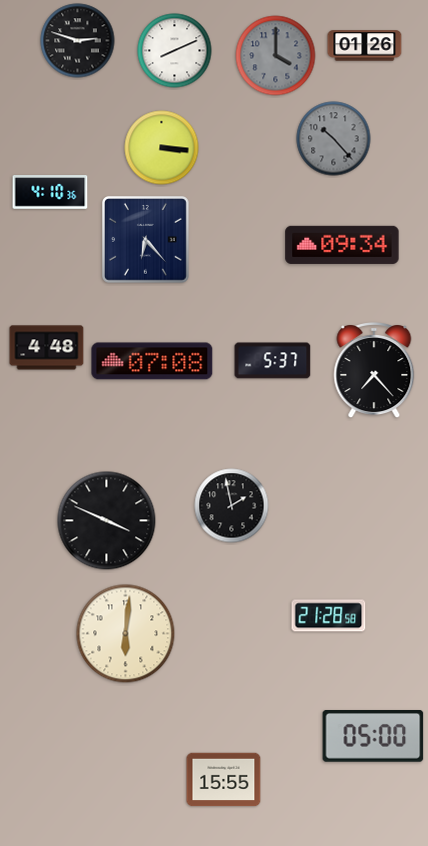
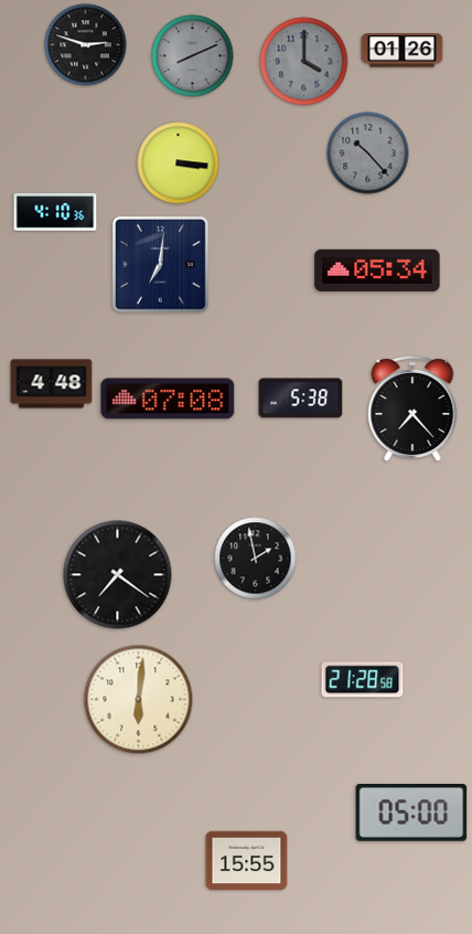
clock at (175, 51) dial: white -> grey
clock at (146, 240): 6:23 -> 7:01
clock at (342, 245): 09:34 -> 05:34
clock at (273, 361): 5:37 -> 5:38
clock at (107, 521): 3:49 -> 7:21
